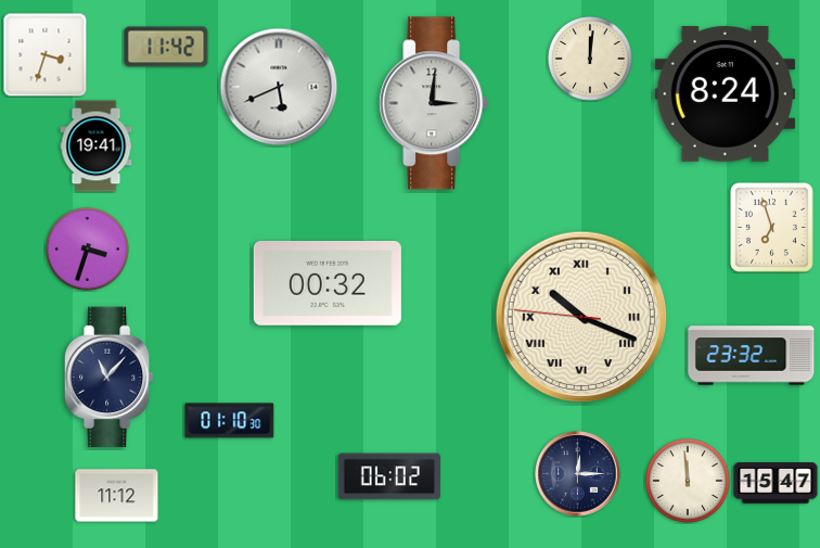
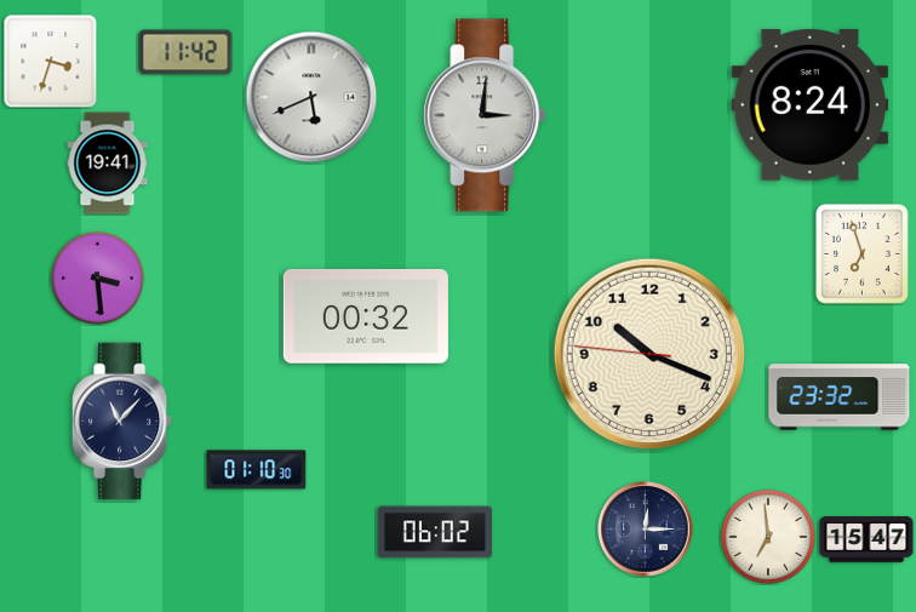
clock at (590, 59): 12:01 -> none
clock at (88, 250): 3:33 -> 3:29
clock at (581, 317) numerals: Roman -> Arabic
clock at (688, 481): 11:59 -> 6:59
clock at (117, 496): 11:12 -> none
